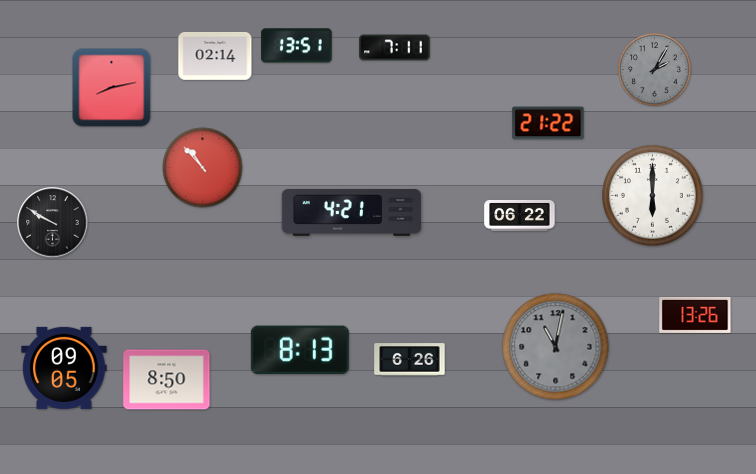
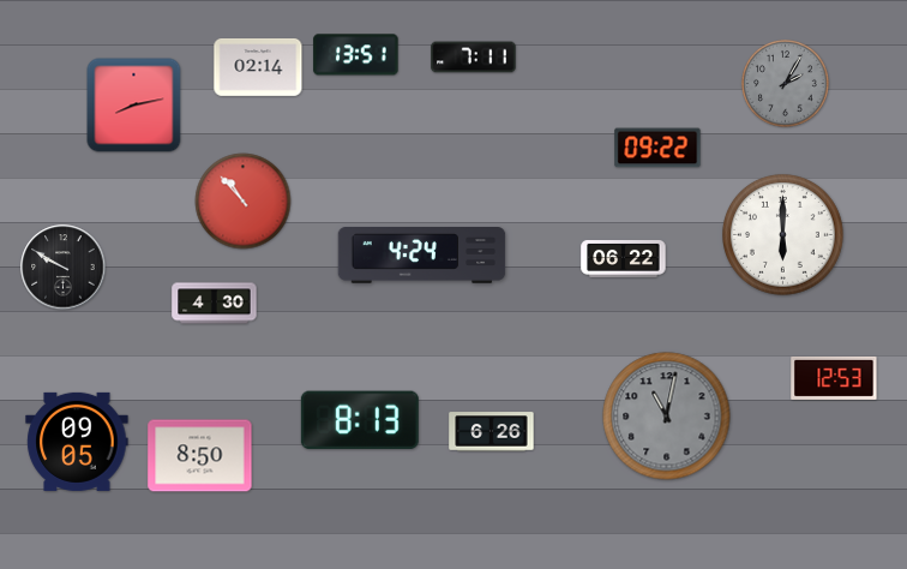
clock at (548, 123): 21:22 -> 09:22
clock at (352, 213): 4:21 -> 4:24
clock at (215, 304): none -> 4:30
clock at (695, 315): 13:26 -> 12:53
